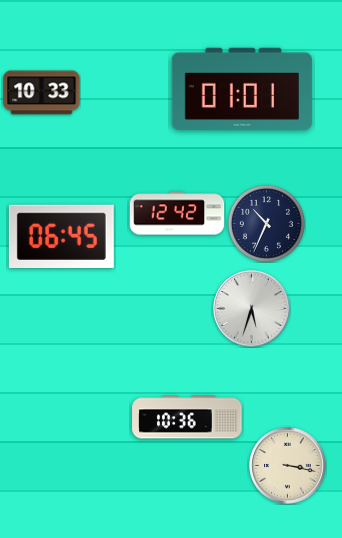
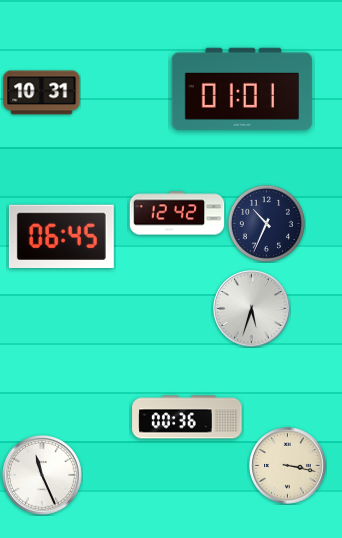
clock at (42, 93): 10:33 -> 10:31
clock at (187, 417): 10:36 -> 00:36
clock at (43, 476): none -> 11:26
